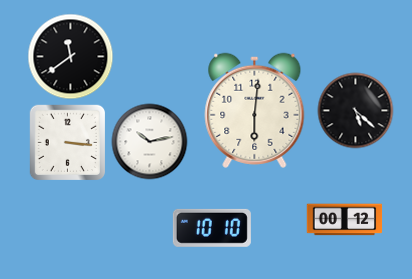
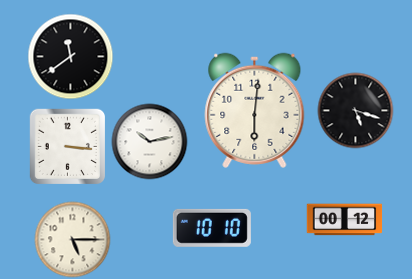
clock at (356, 111): 5:22 -> 5:18
clock at (67, 142) position: (67, 142) -> (67, 146)
clock at (73, 240): none -> 5:15
